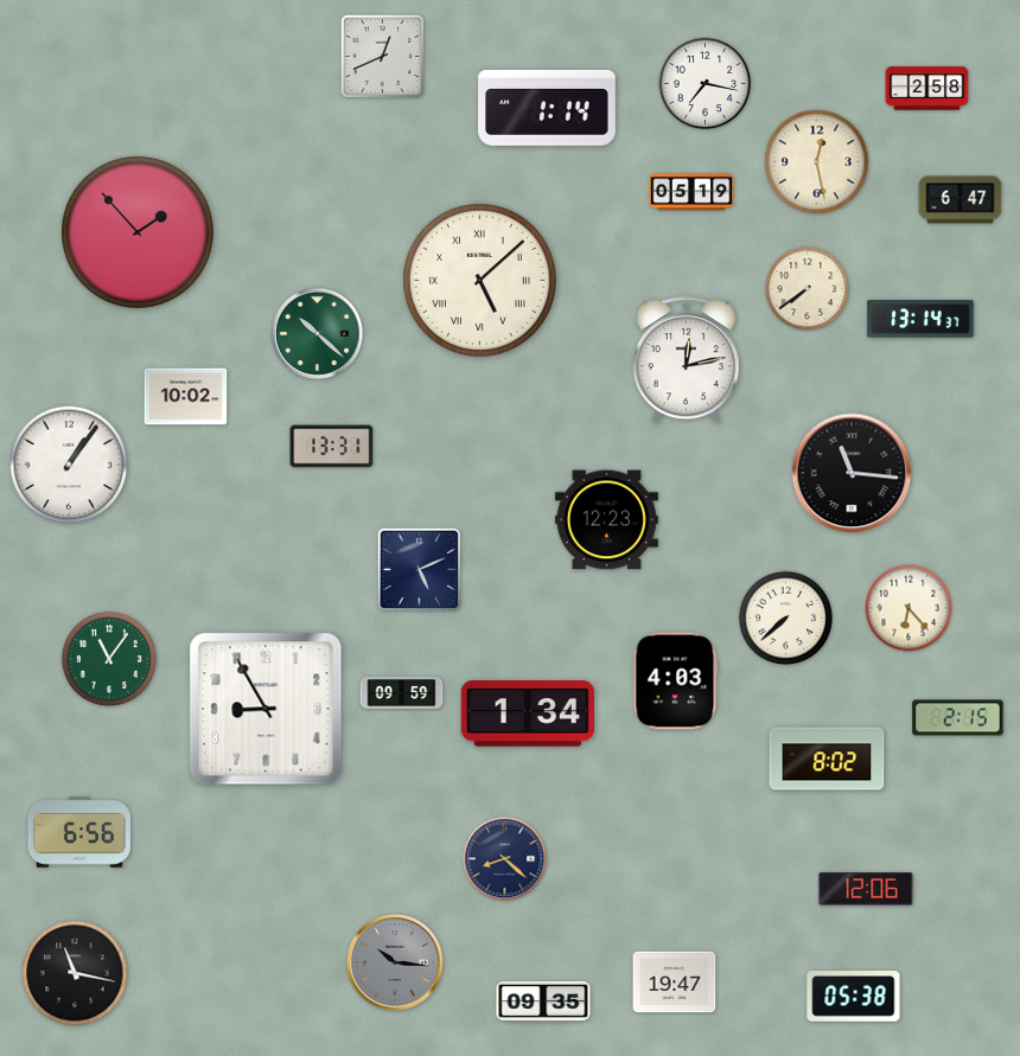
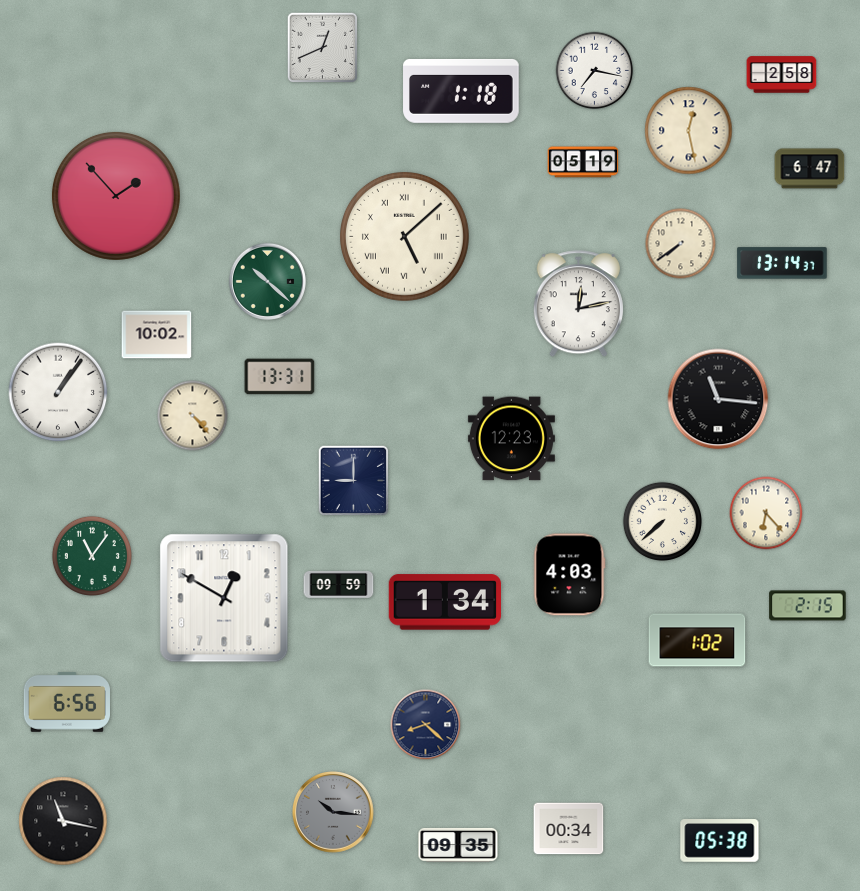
clock at (547, 108): 1:14 -> 1:18
clock at (817, 162) position: (817, 162) -> (689, 131)
clock at (920, 319) position: (920, 319) -> (782, 263)
clock at (193, 416): none -> 4:23
clock at (420, 570): 5:11 -> 9:00
clock at (266, 709): 8:55 -> 12:50
clock at (827, 759): 8:02 -> 1:02
clock at (866, 890): 12:06 -> none
clock at (675, 983): 19:47 -> 00:34
